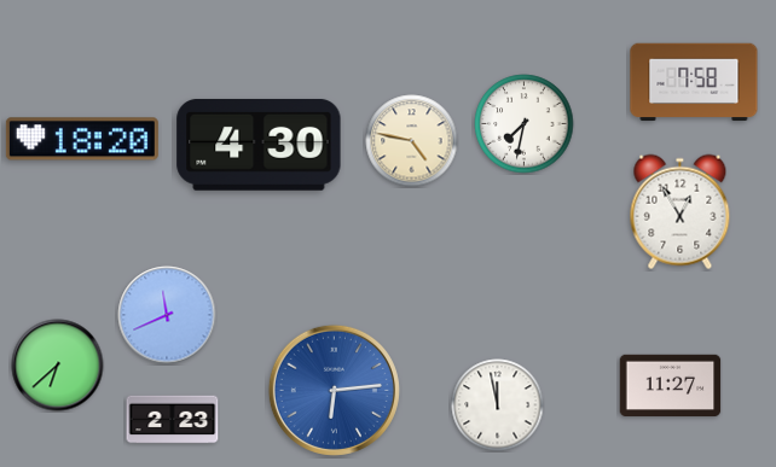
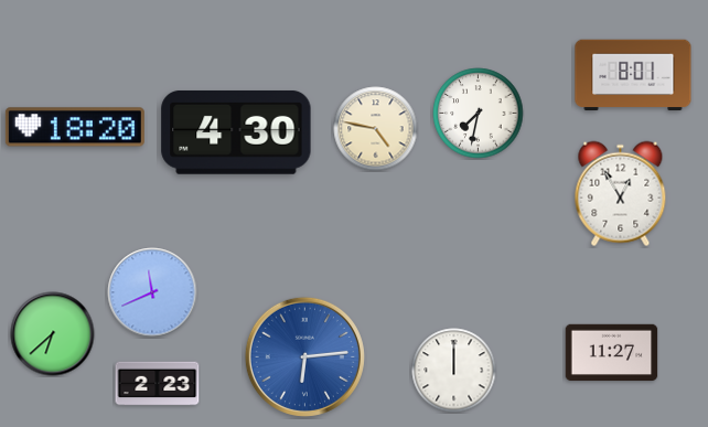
clock at (694, 82): 7:58 -> 8:01
clock at (167, 315) position: (167, 315) -> (152, 292)
clock at (498, 405): 11:58 -> 12:00
